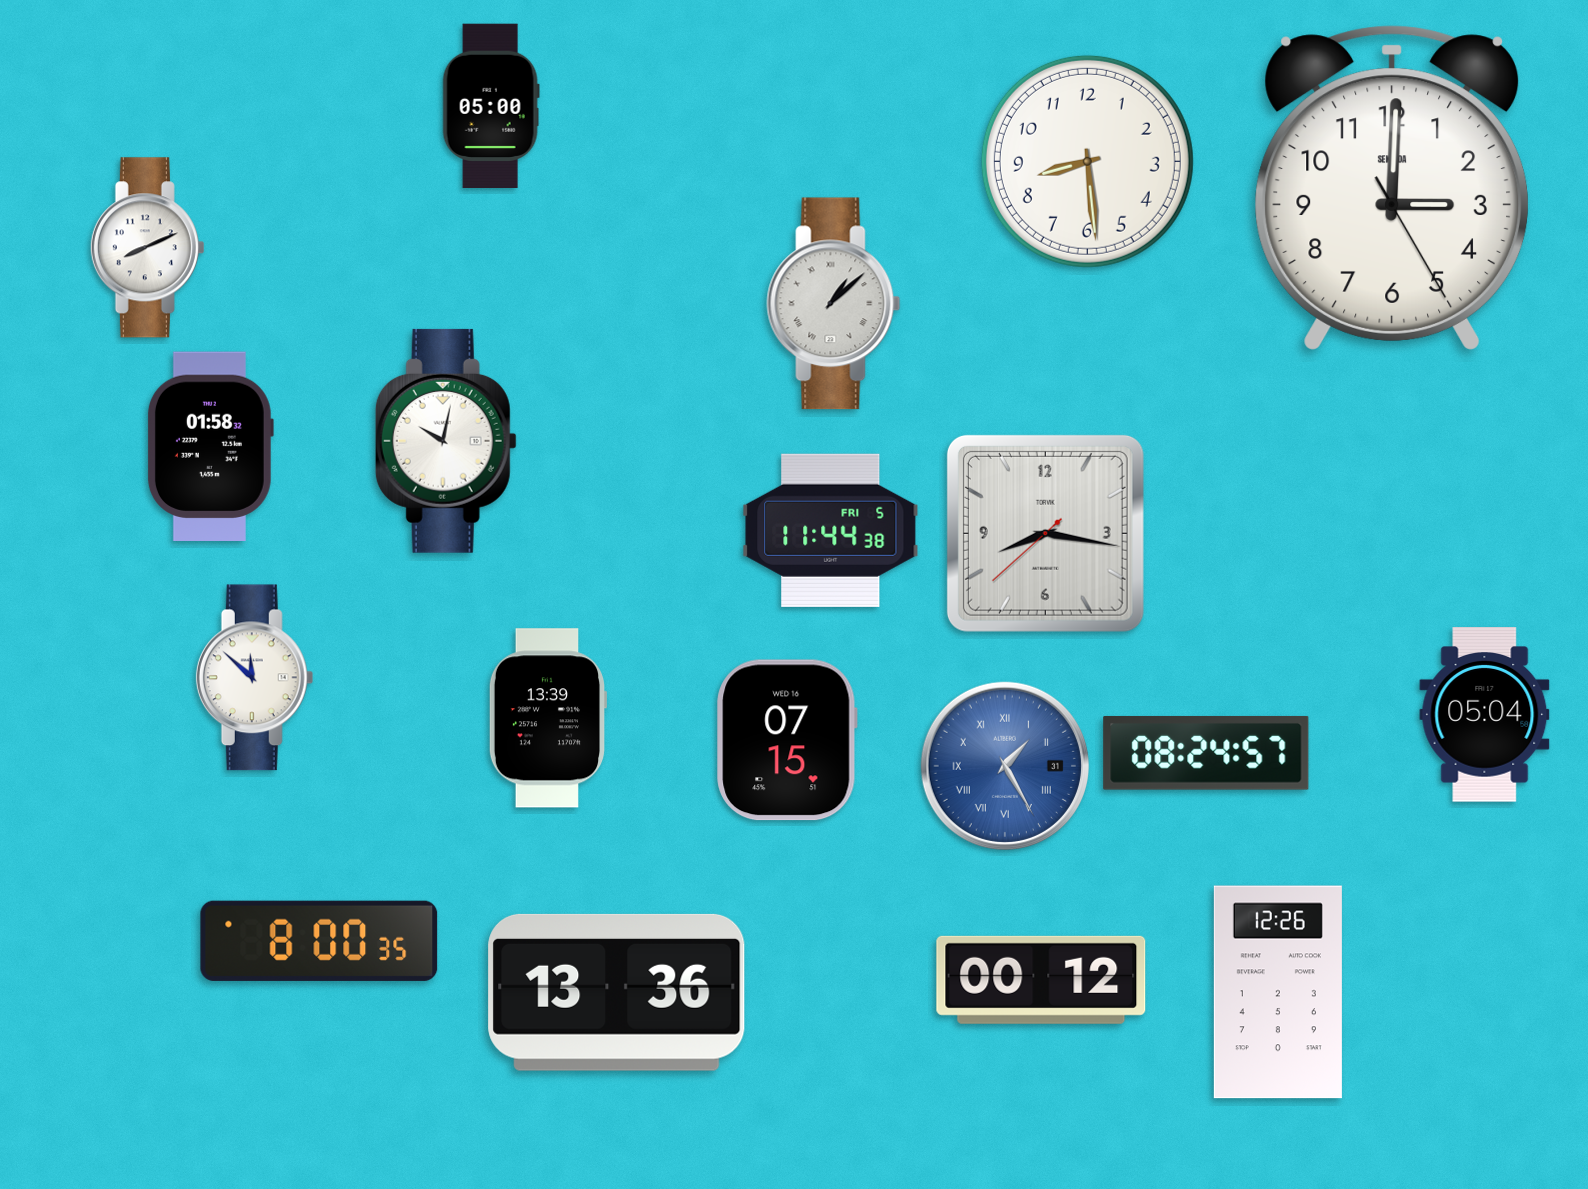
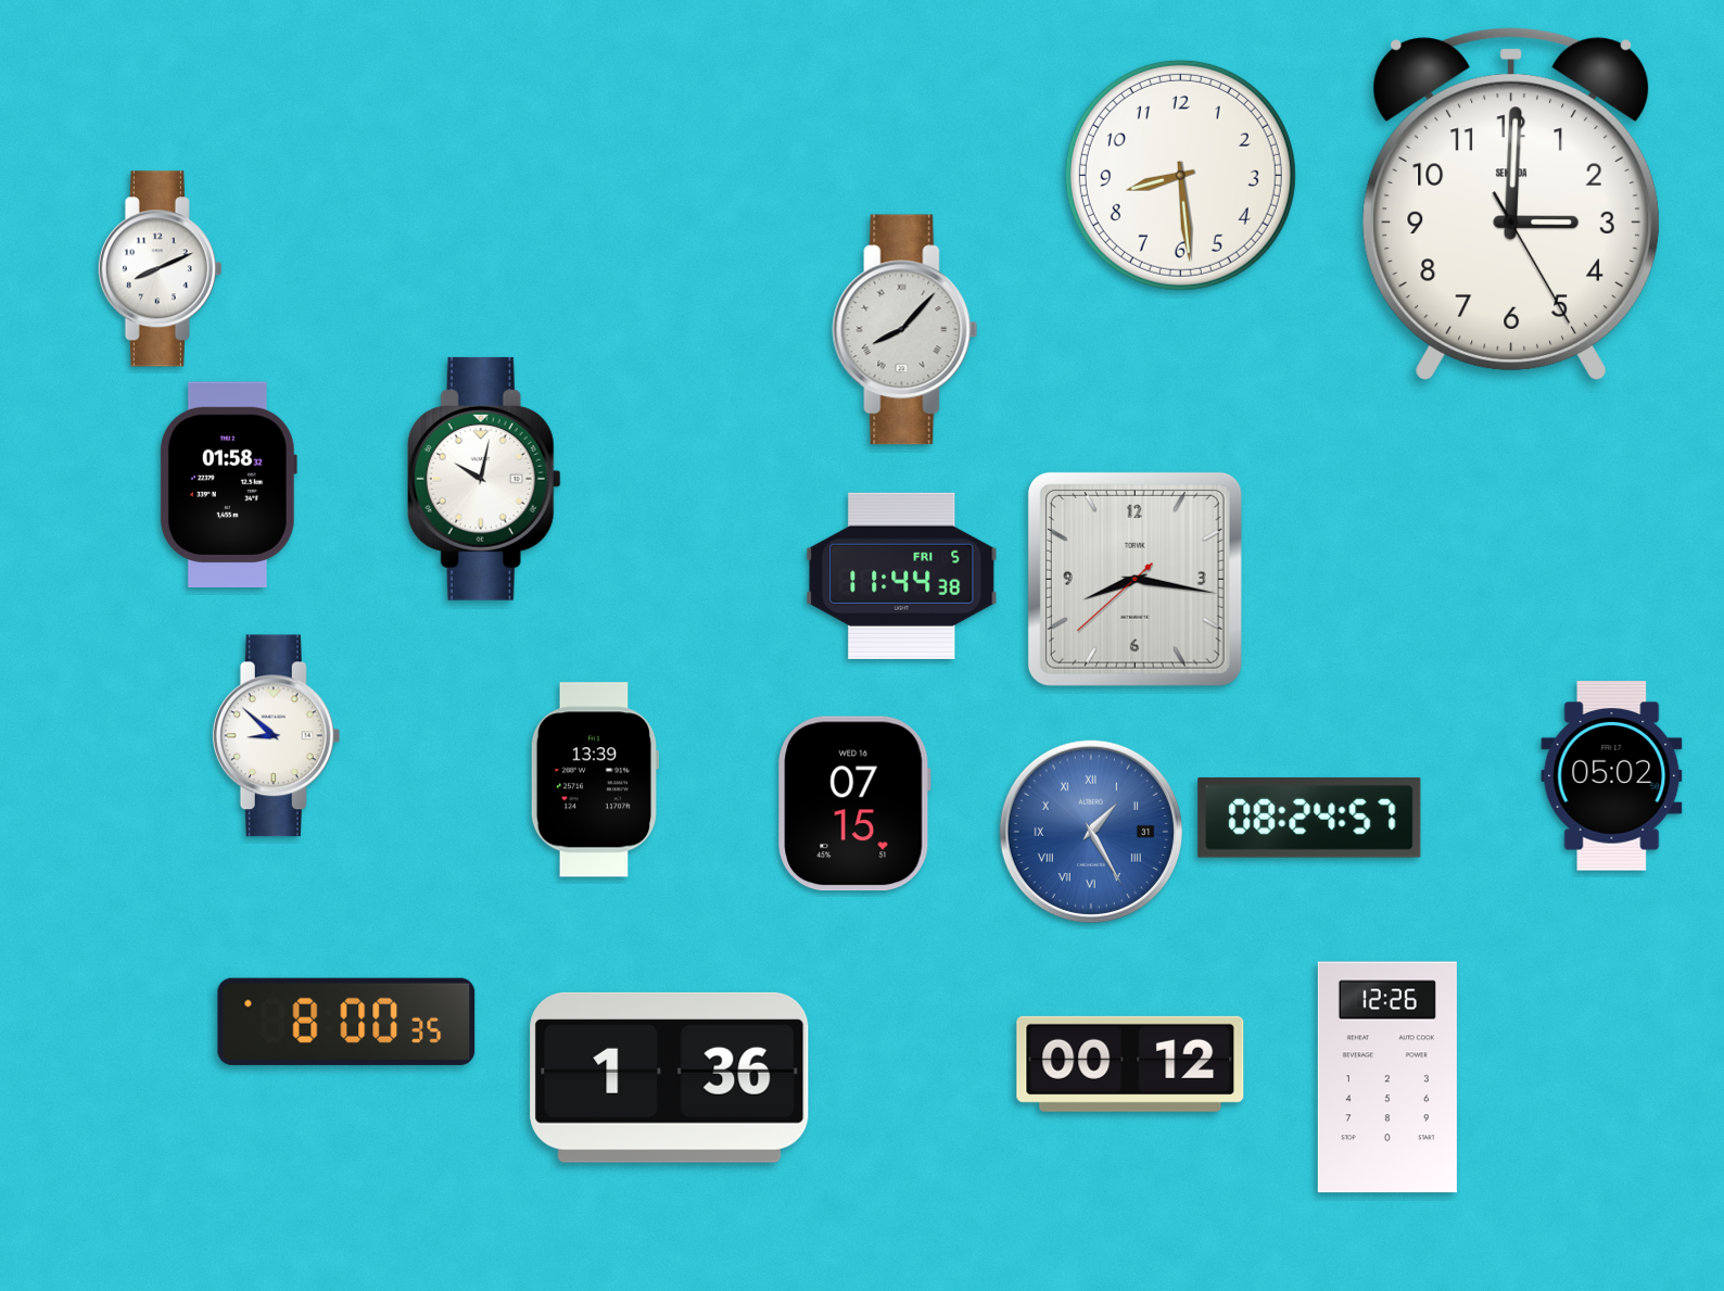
clock at (491, 105): 05:00 -> none
clock at (834, 304): 1:08 -> 8:07
clock at (255, 678): 11:52 -> 8:52
clock at (1485, 715): 05:04 -> 05:02
clock at (617, 992): 13:36 -> 1:36
